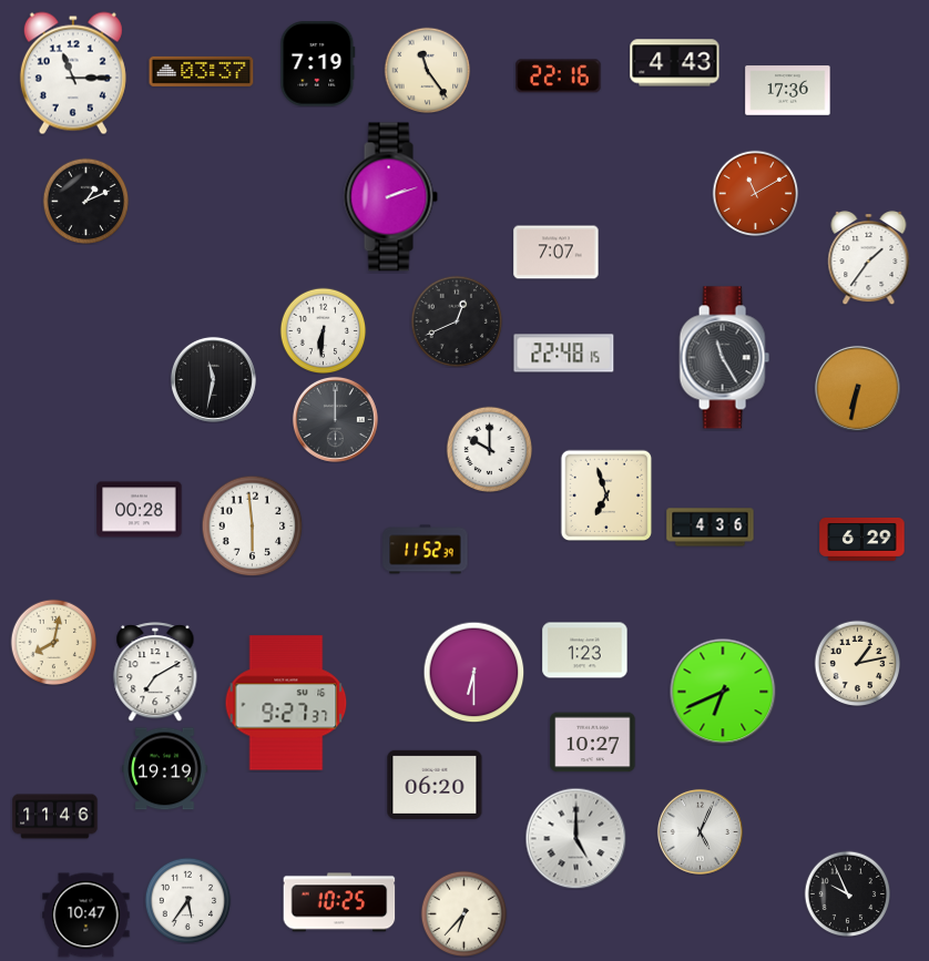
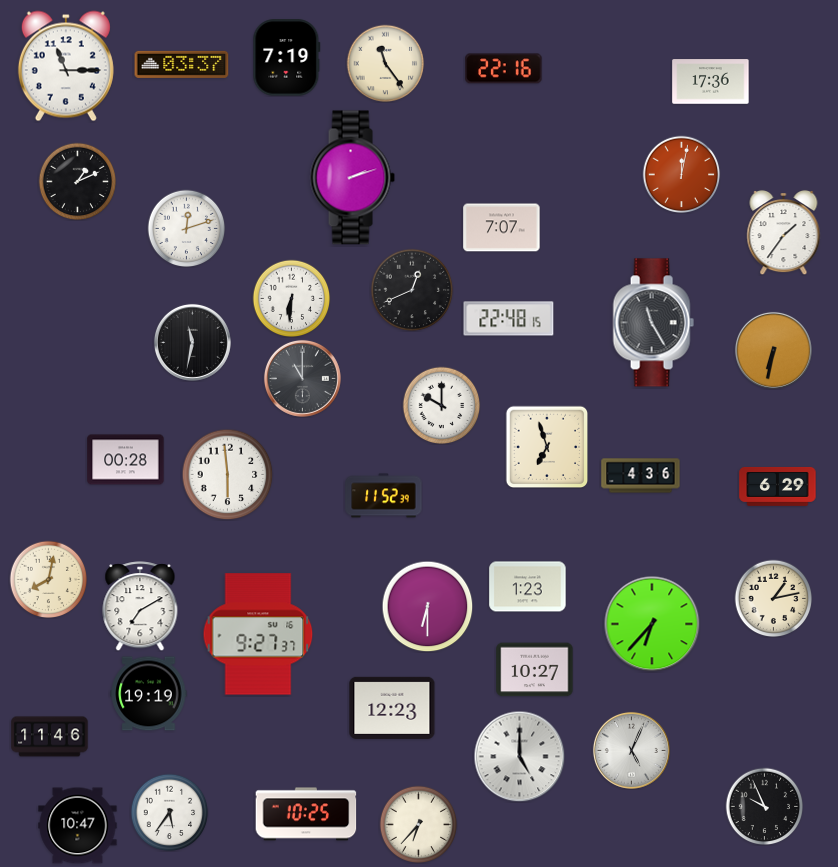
clock at (675, 63): 4:43 -> none
clock at (755, 193): 11:10 -> 12:02
clock at (186, 228): none -> 12:12
clock at (335, 419): 12:00 -> 11:00
clock at (723, 692): 6:41 -> 6:37
clock at (435, 785): 06:20 -> 12:23
